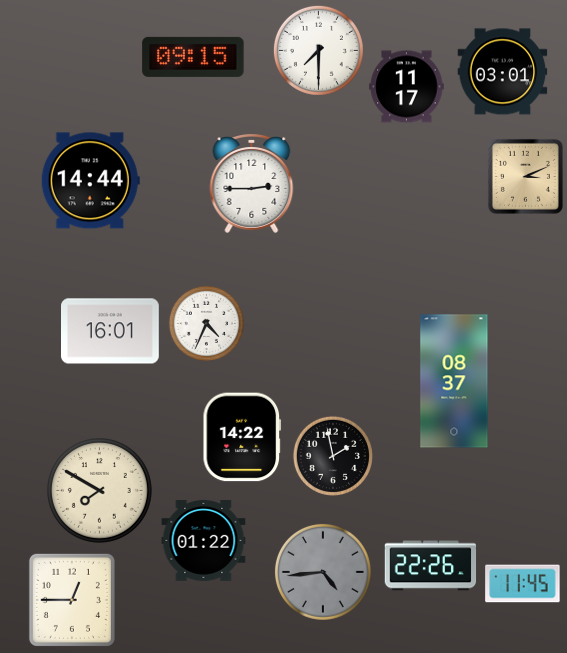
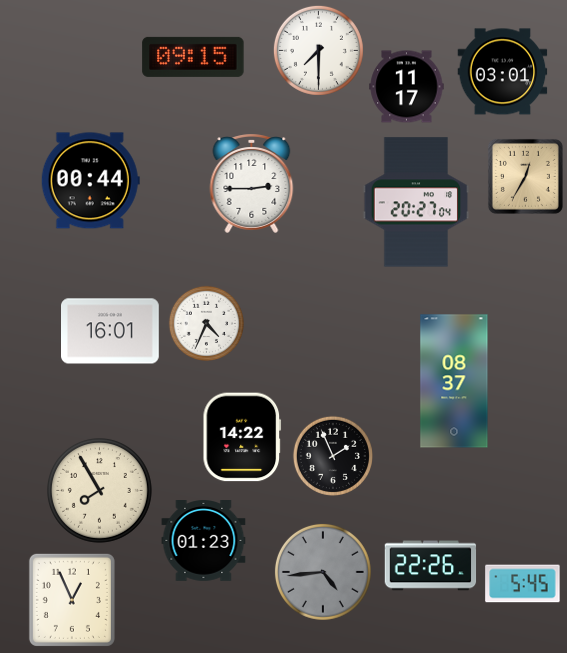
clock at (525, 176): 3:11 -> 12:35
clock at (90, 181): 14:44 -> 00:44
clock at (416, 202): none -> 20:27
clock at (333, 456): 1:58 -> 1:56
clock at (100, 491): 7:50 -> 7:55
clock at (204, 541): 01:22 -> 01:23
clock at (523, 584): 11:45 -> 5:45
clock at (72, 600): 12:45 -> 12:56
